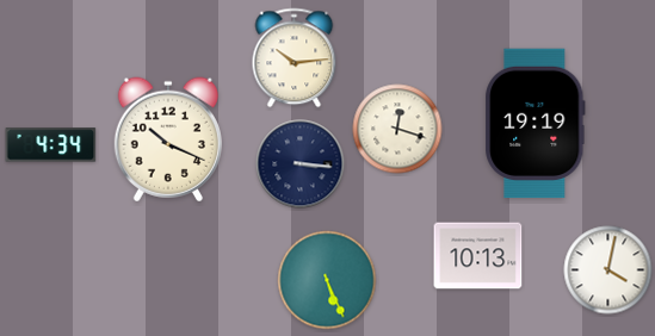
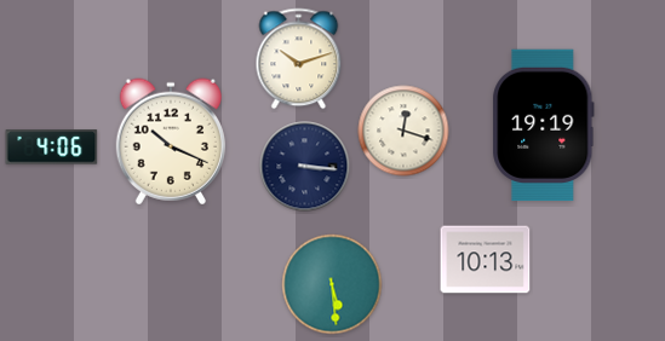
clock at (295, 58): 10:14 -> 10:12
clock at (51, 145): 4:34 -> 4:06
clock at (608, 270): 4:02 -> none
clock at (327, 280): 5:26 -> 5:29
